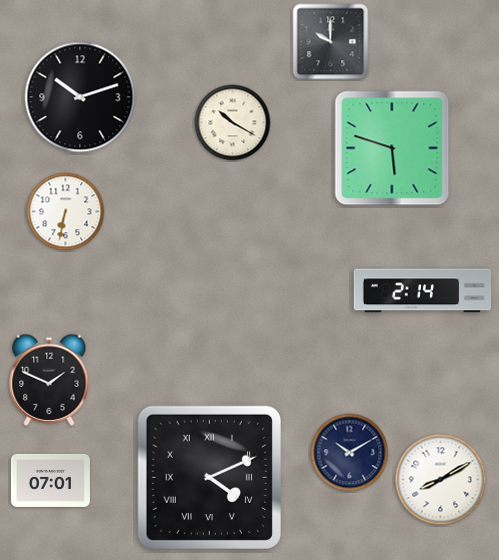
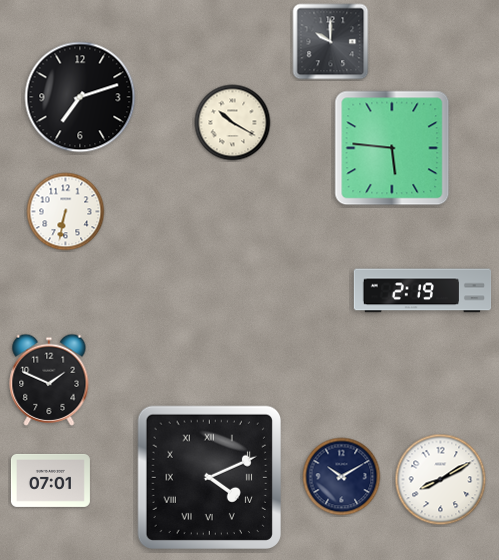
clock at (80, 97): 10:12 -> 7:12
clock at (392, 148): 5:48 -> 5:46
clock at (423, 291): 2:14 -> 2:19
clock at (350, 453) position: (350, 453) -> (342, 477)
